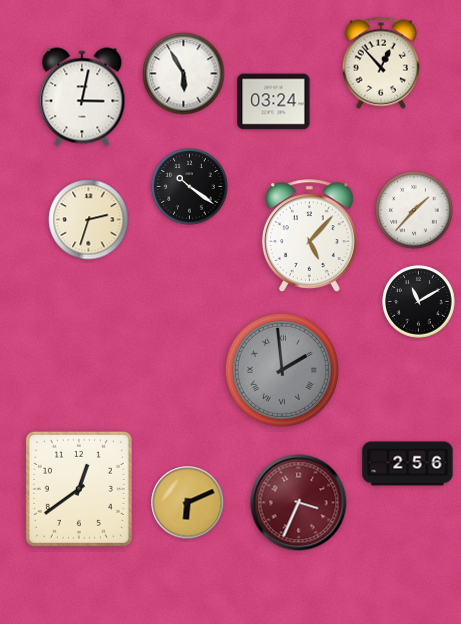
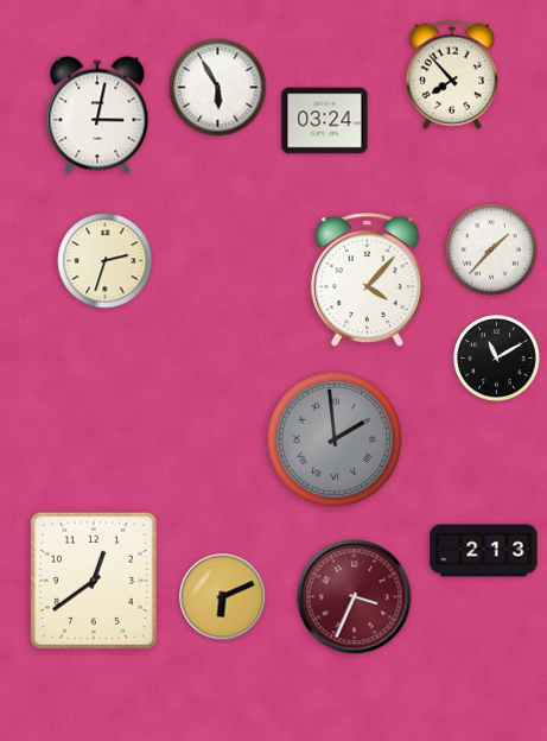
clock at (381, 63): 12:53 -> 7:53
clock at (190, 187): 10:21 -> none
clock at (309, 236): 5:07 -> 4:07
clock at (408, 464): 2:56 -> 2:13
